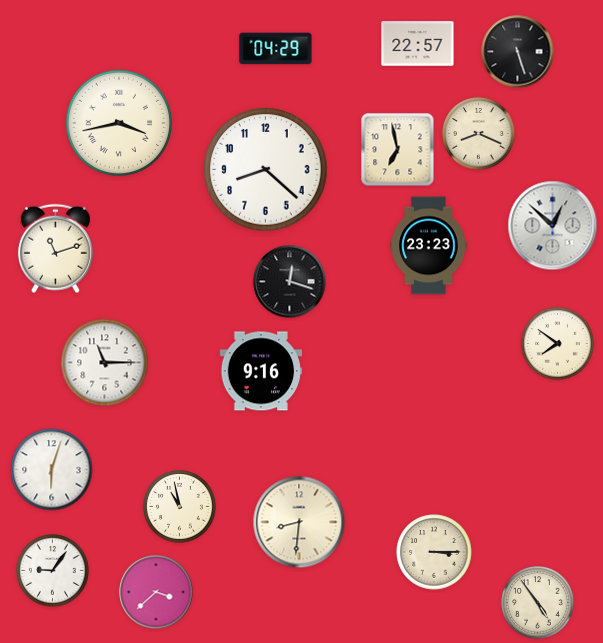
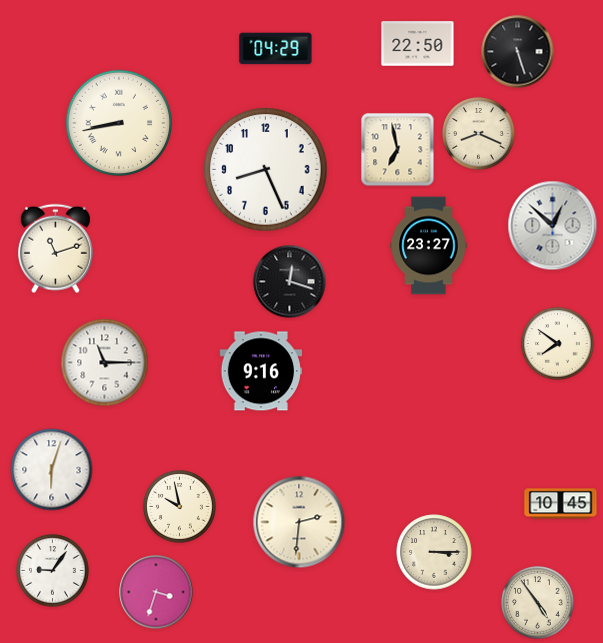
clock at (418, 44): 22:57 -> 22:50
clock at (119, 123): 3:43 -> 8:43
clock at (266, 170): 8:22 -> 8:26
clock at (429, 246): 23:23 -> 23:27
clock at (561, 504): none -> 10:45
clock at (180, 507): 10:58 -> 9:58
clock at (299, 522): 8:31 -> 2:31
clock at (156, 592): 3:38 -> 3:33
